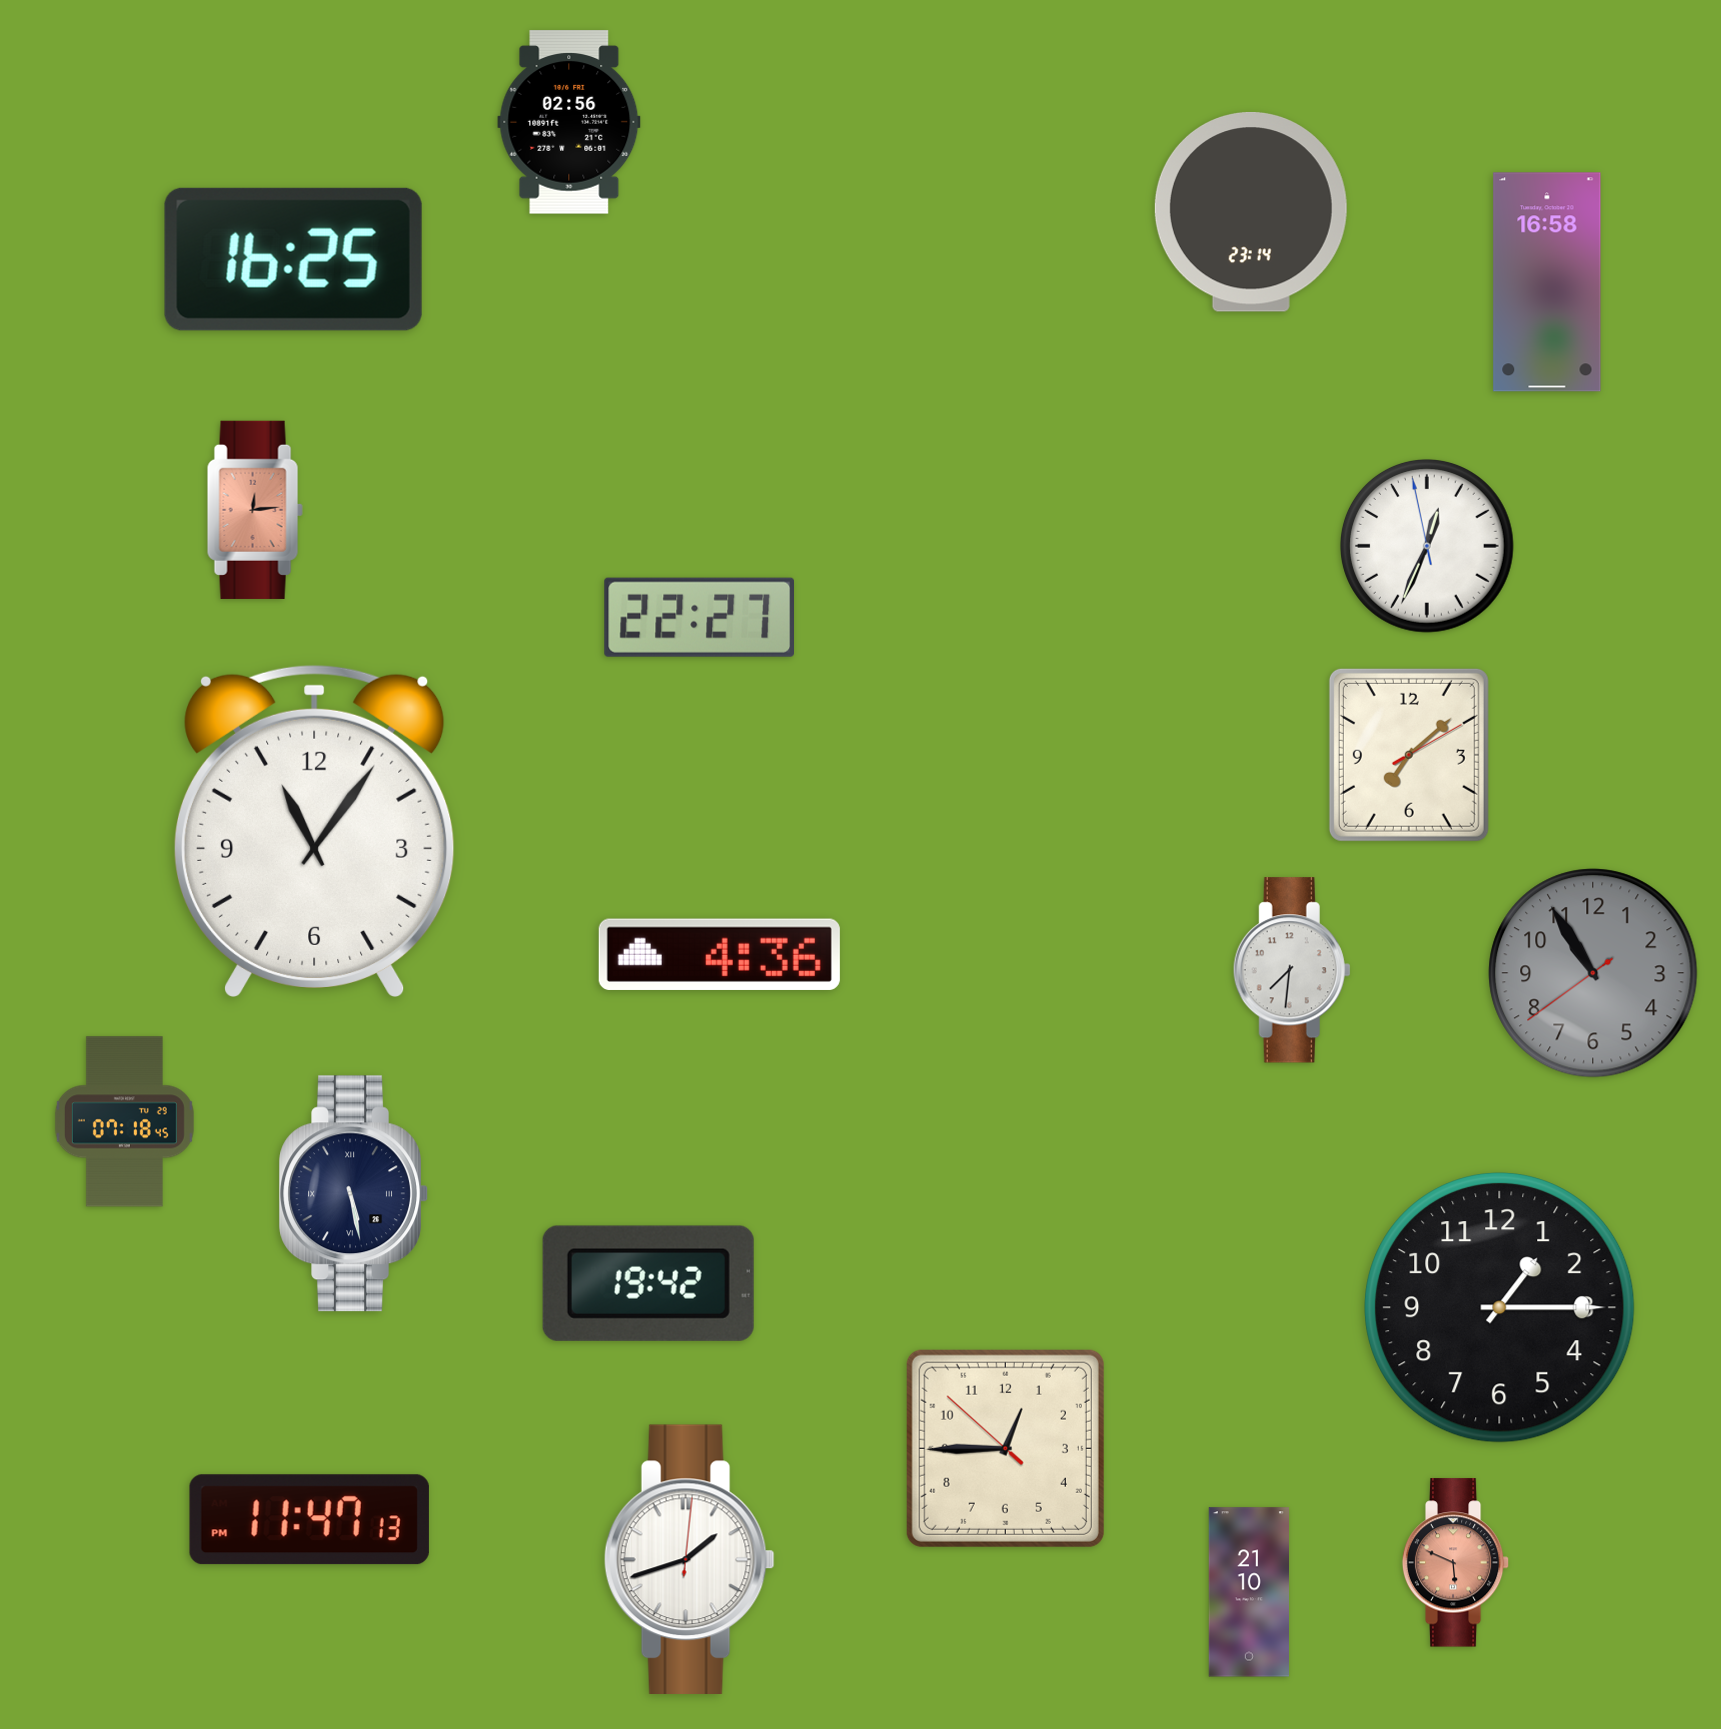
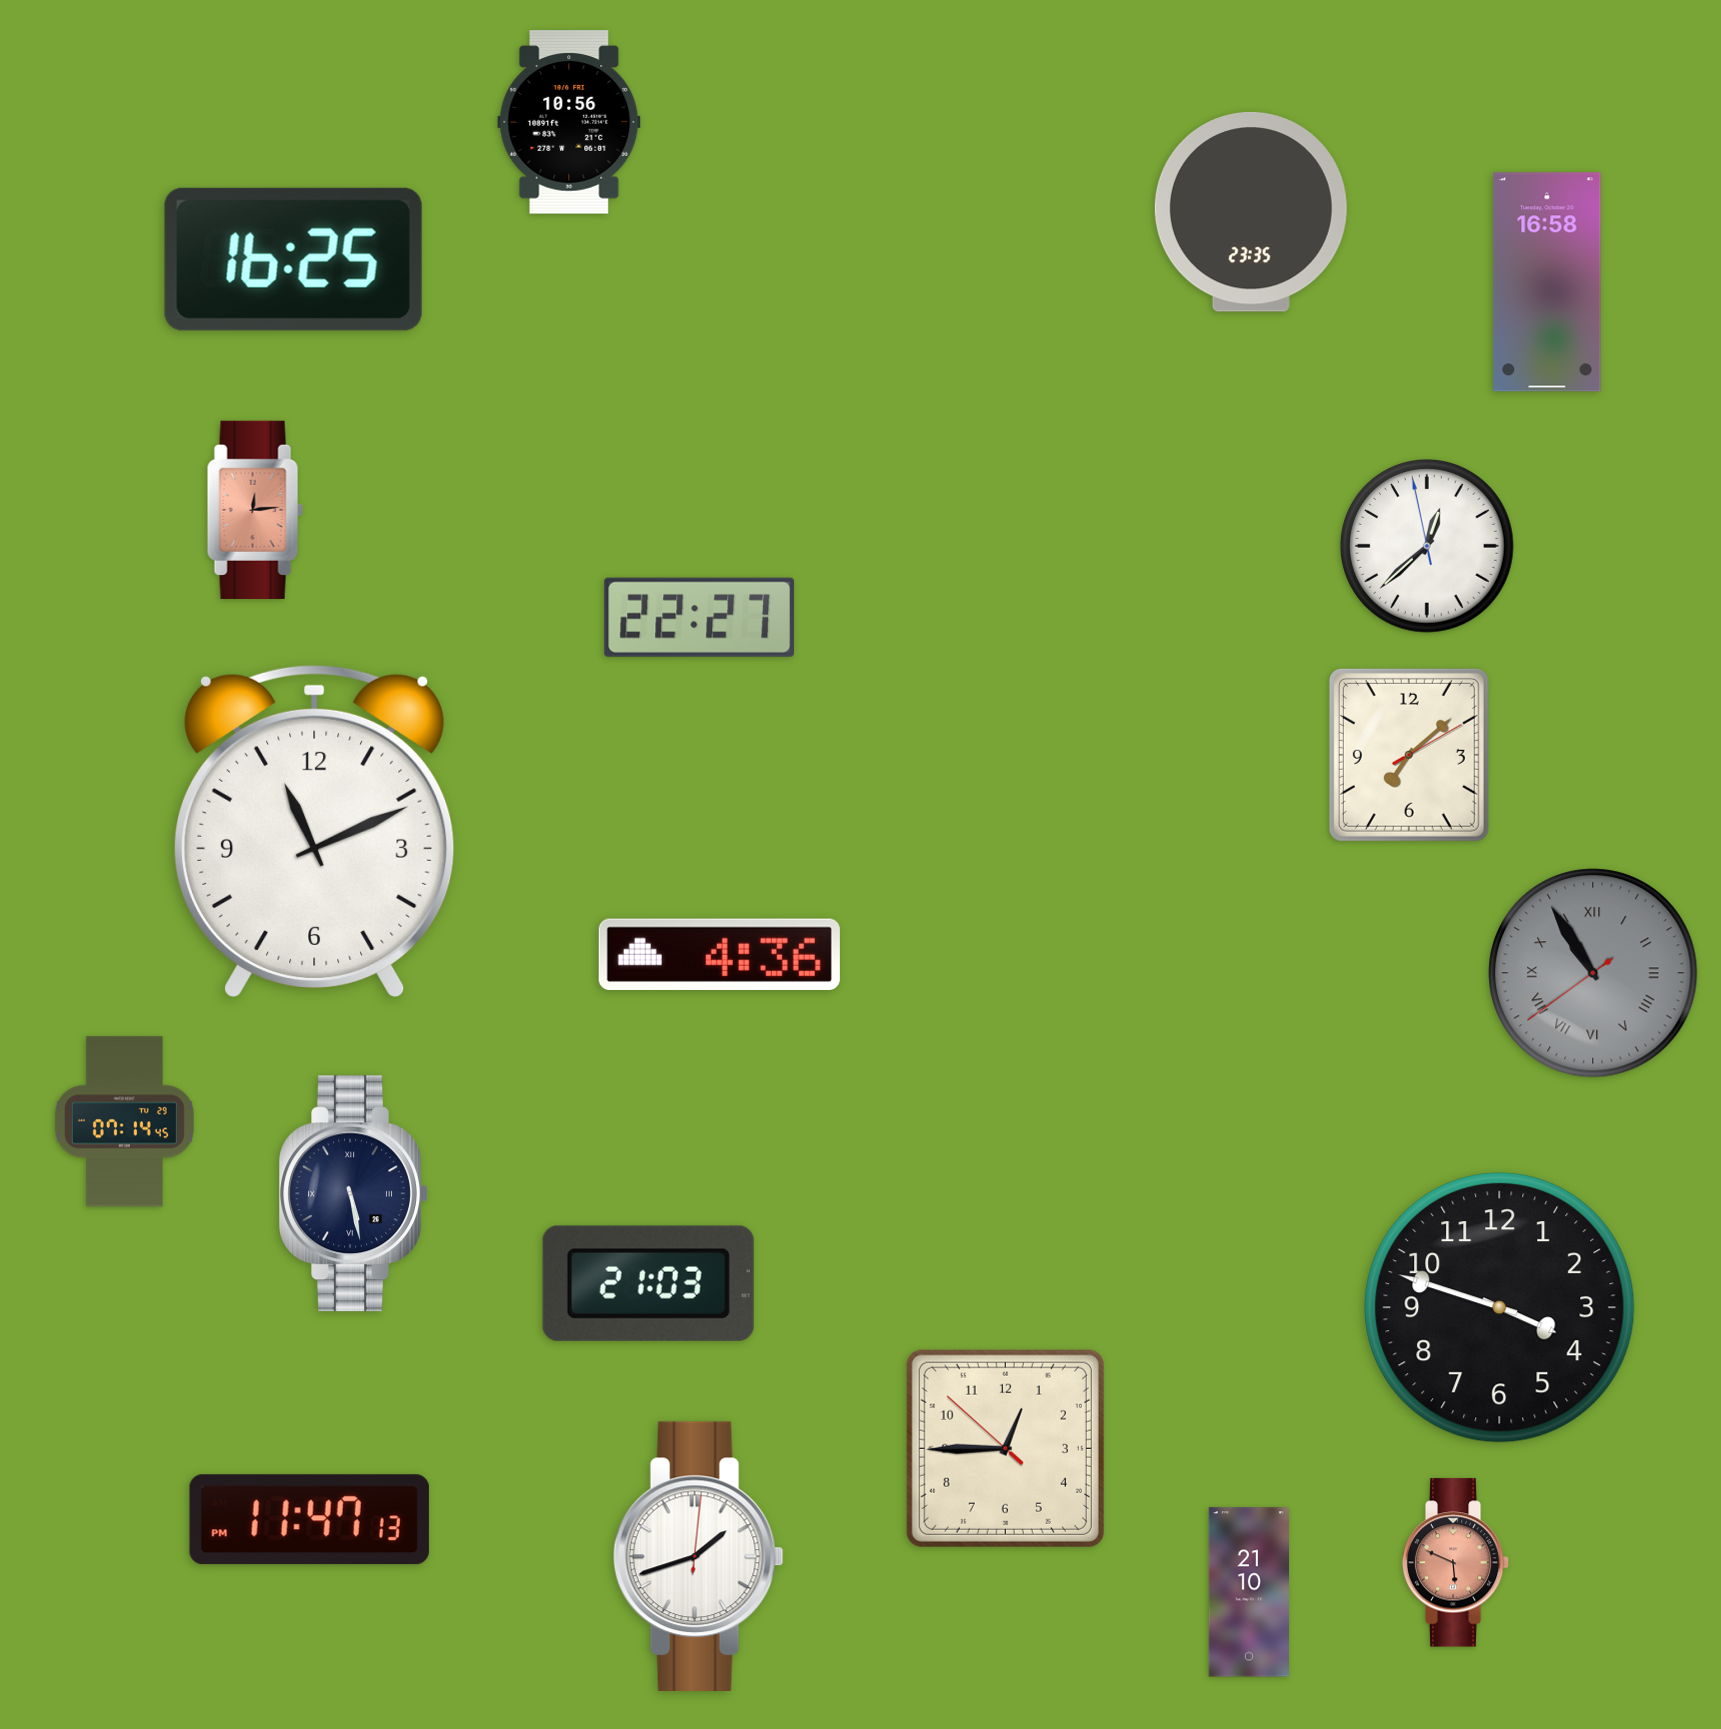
clock at (569, 122): 02:56 -> 10:56
clock at (1251, 212): 23:14 -> 23:35
clock at (1427, 546): 12:33 -> 12:37
clock at (314, 831): 11:06 -> 11:11
clock at (1292, 970): 7:31 -> none
clock at (1593, 973) numerals: Arabic -> Roman
clock at (124, 1122): 07:18 -> 07:14
clock at (648, 1283): 19:42 -> 21:03
clock at (1500, 1308): 1:15 -> 3:48
clock at (689, 1559) position: (689, 1559) -> (698, 1556)
